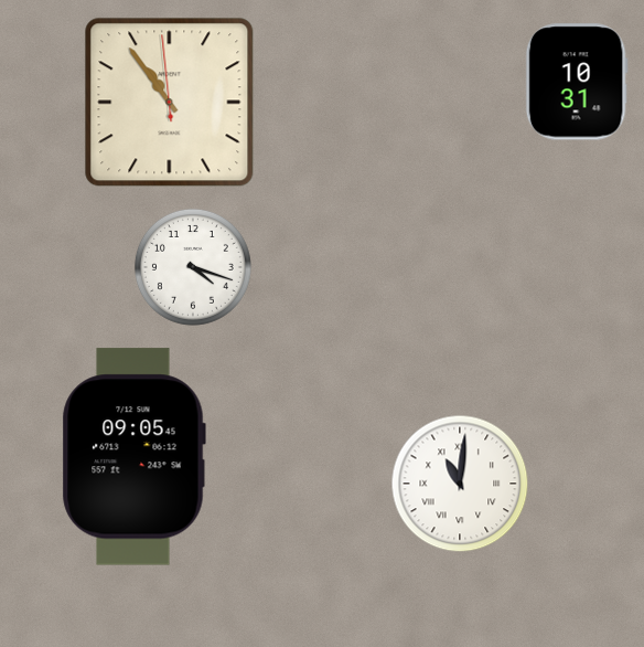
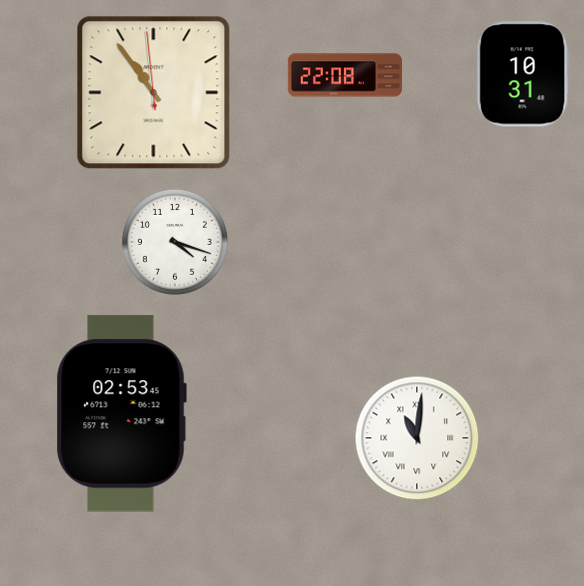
clock at (344, 75): none -> 22:08
clock at (133, 457): 09:05 -> 02:53
